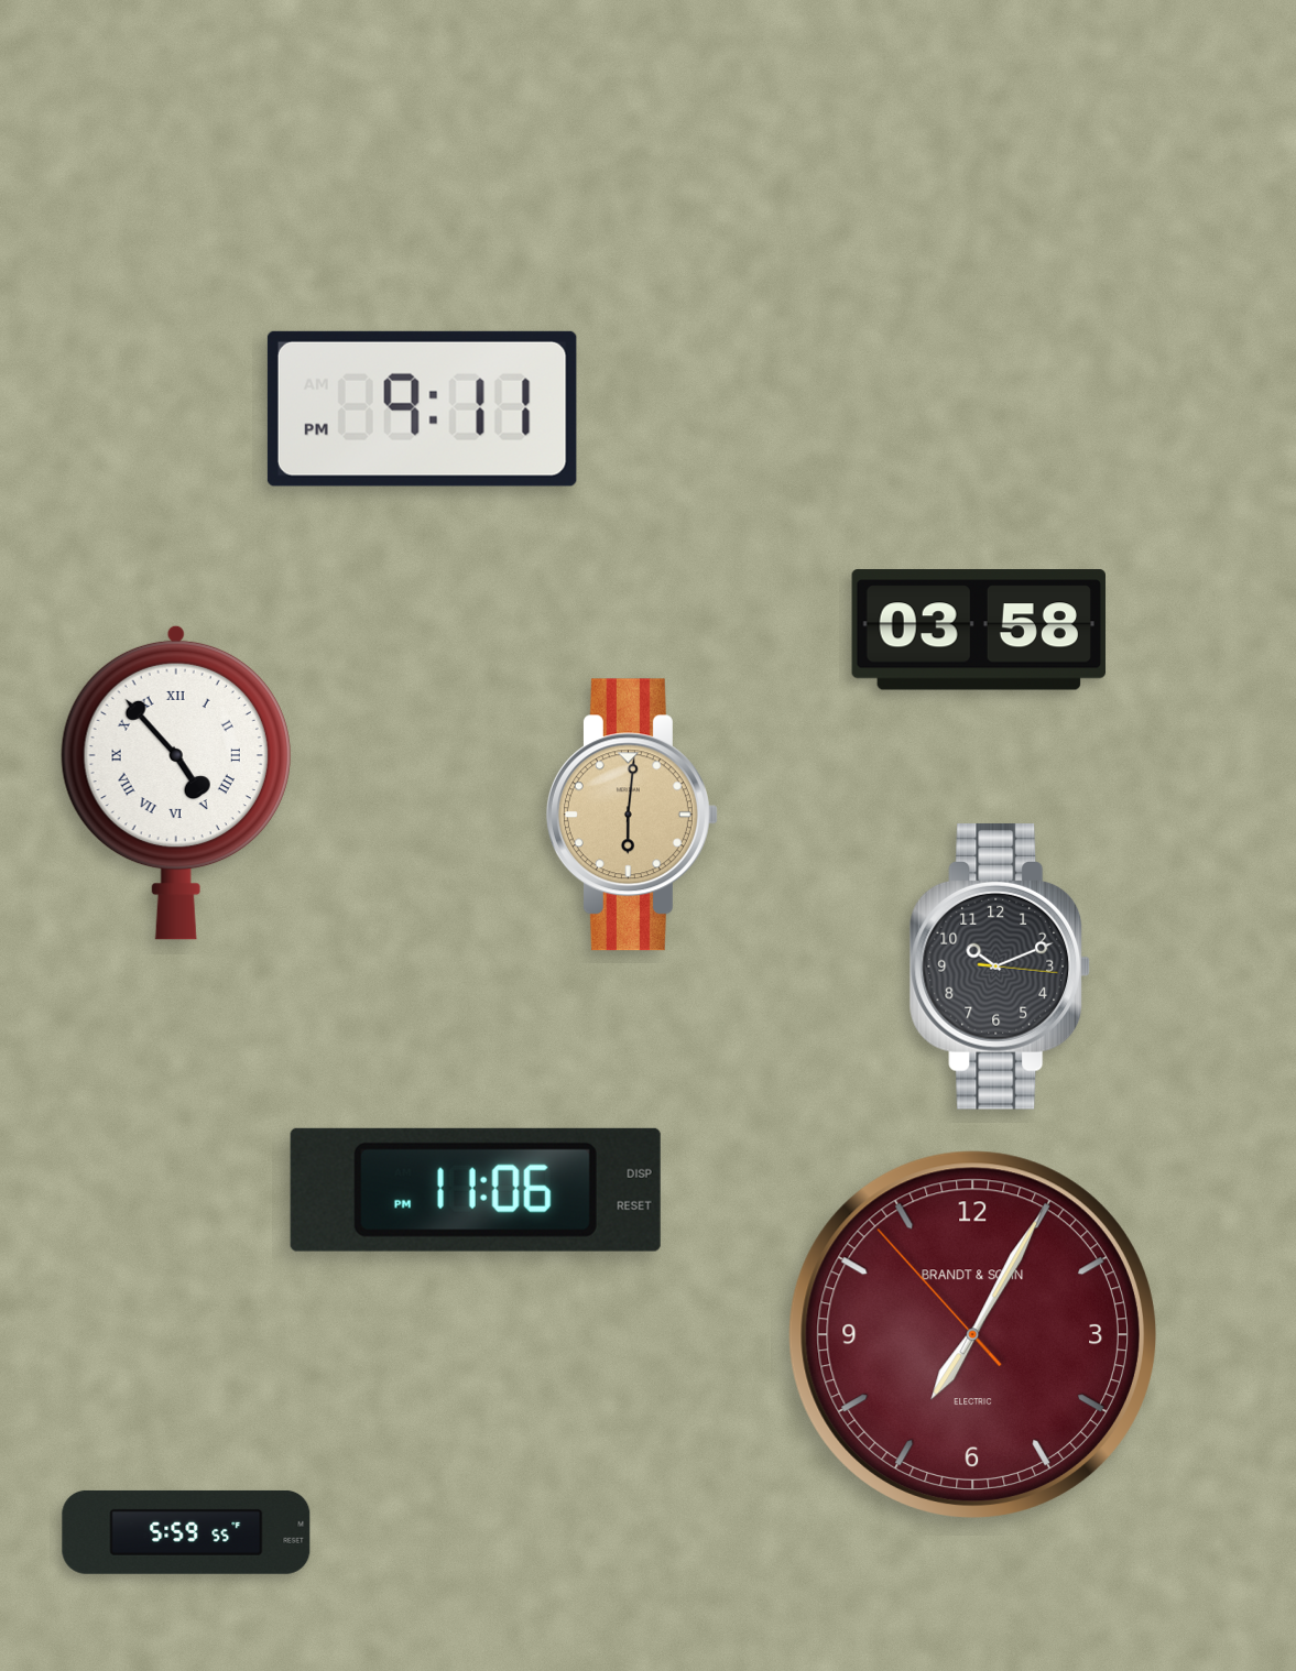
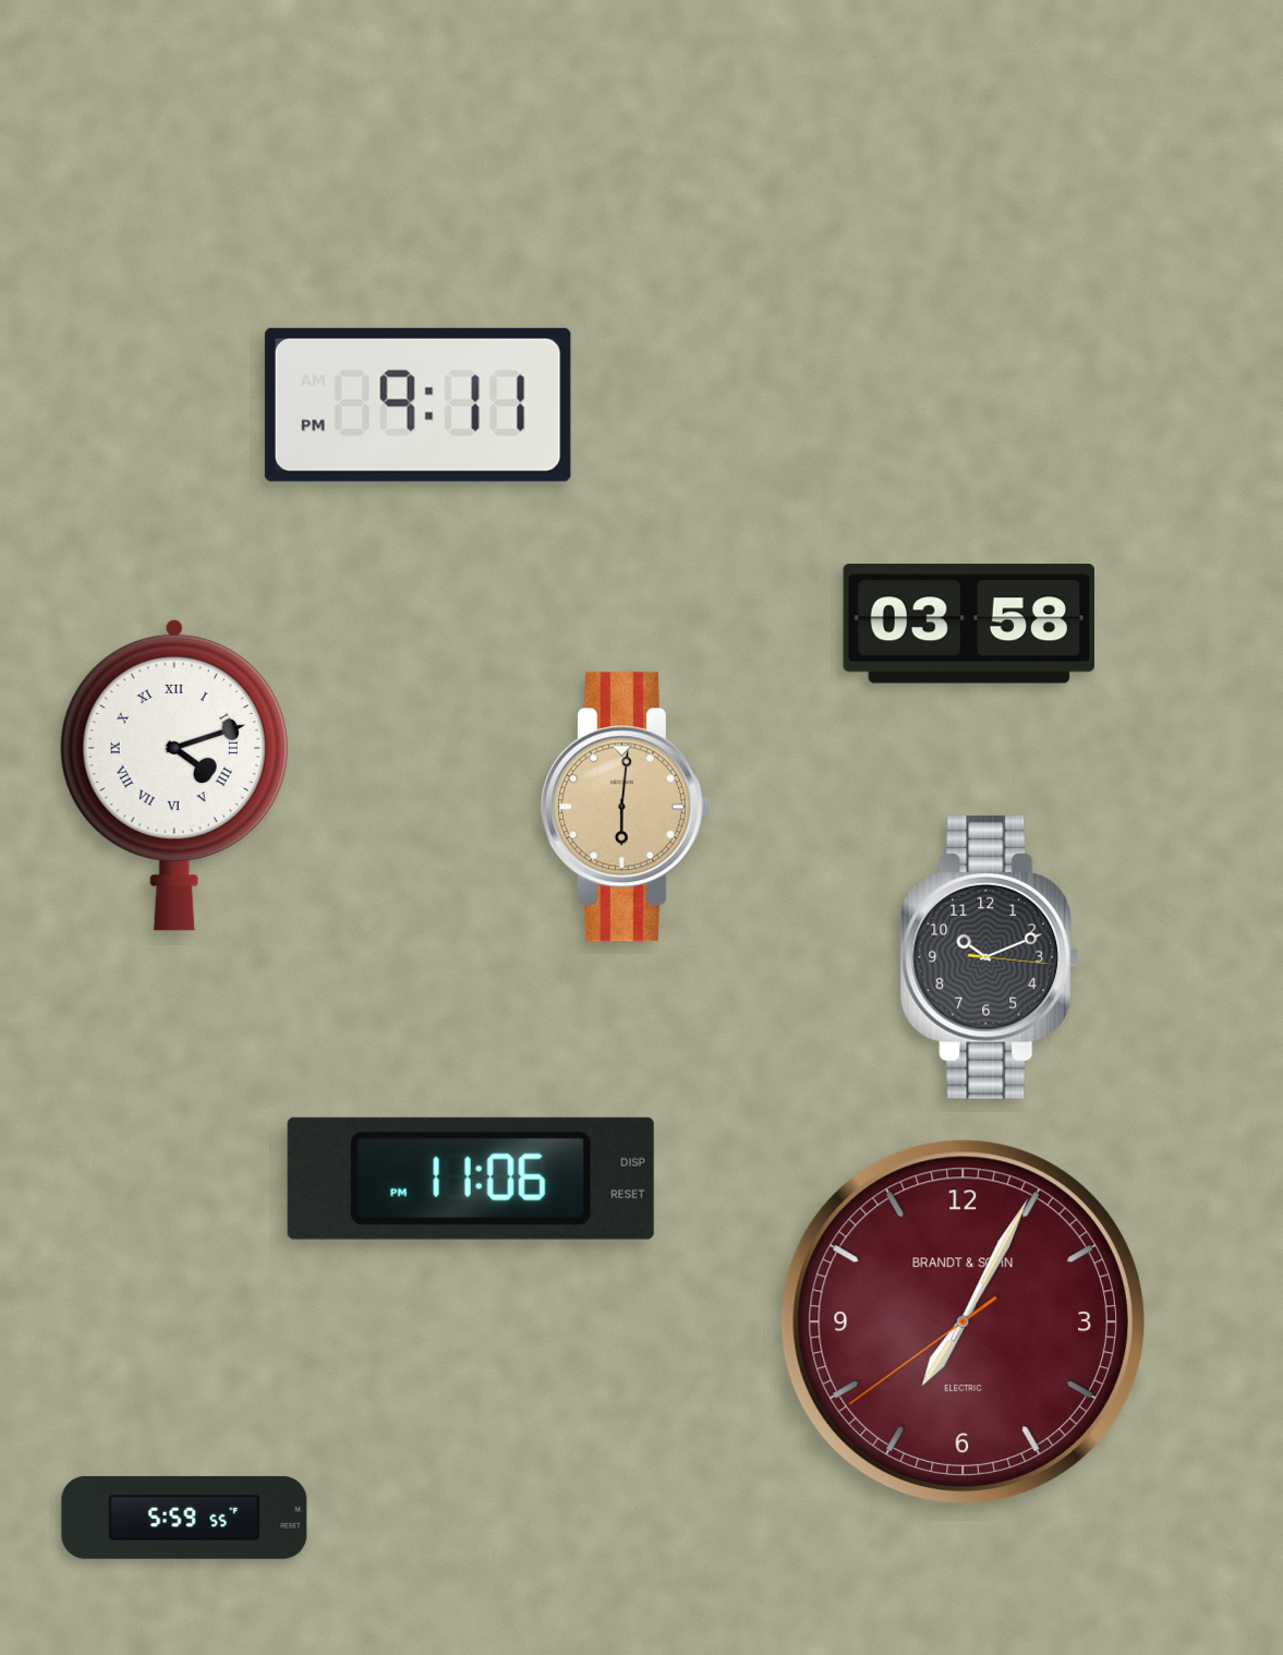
clock at (176, 783): 4:53 -> 4:12
clock at (972, 1334): 7:04:53 -> 7:04:39
